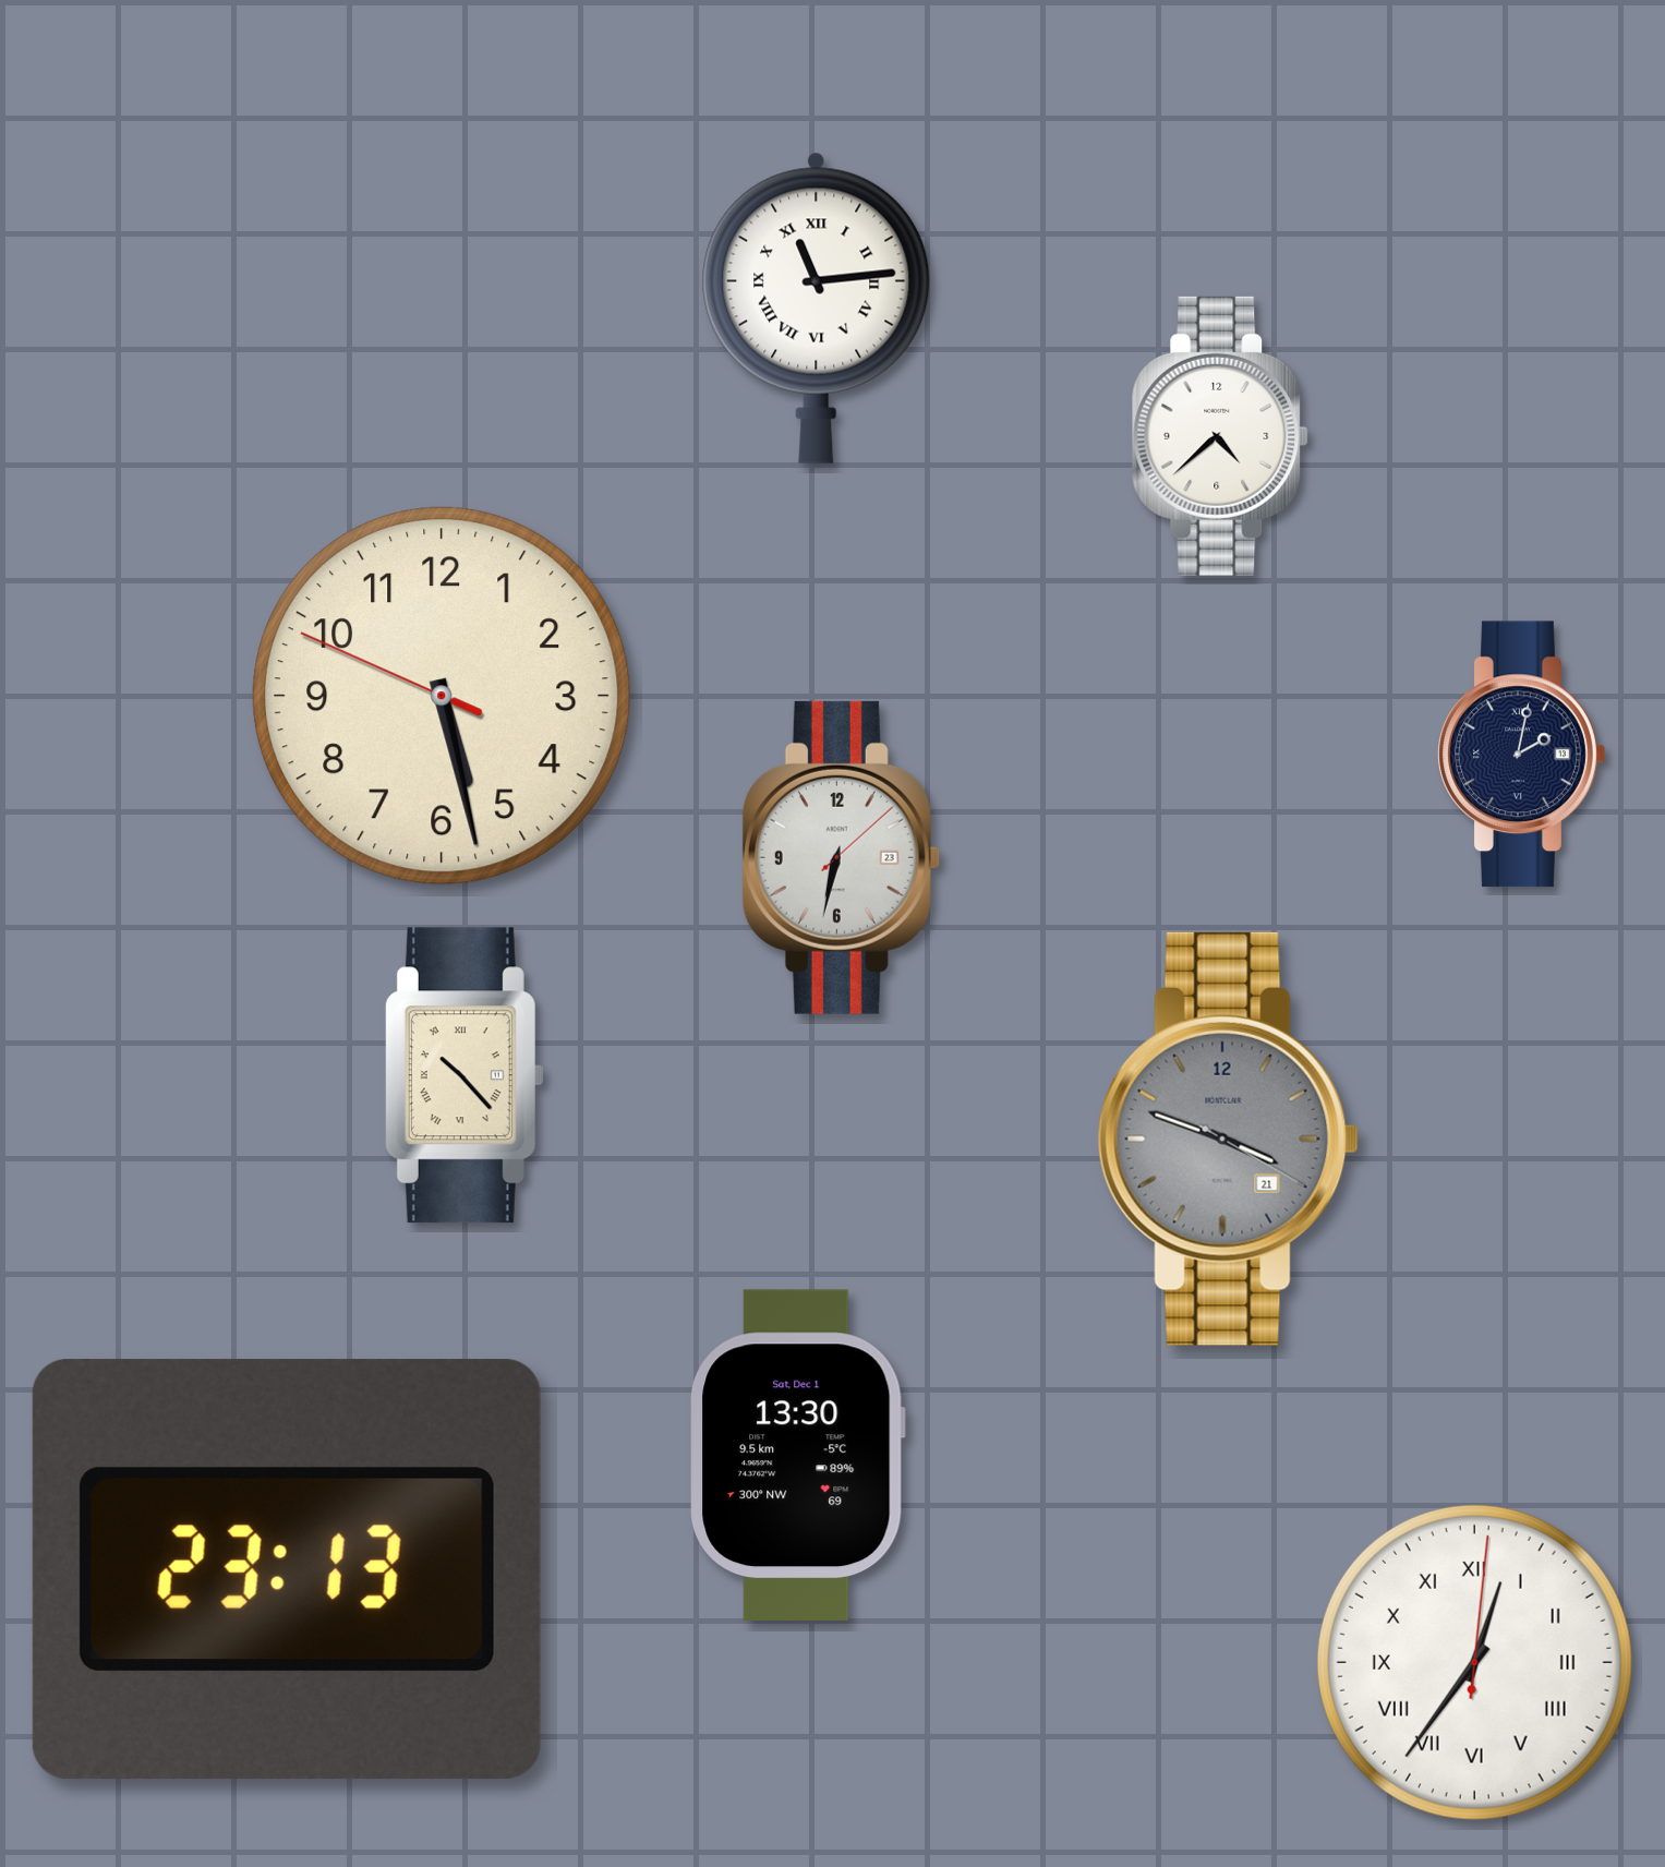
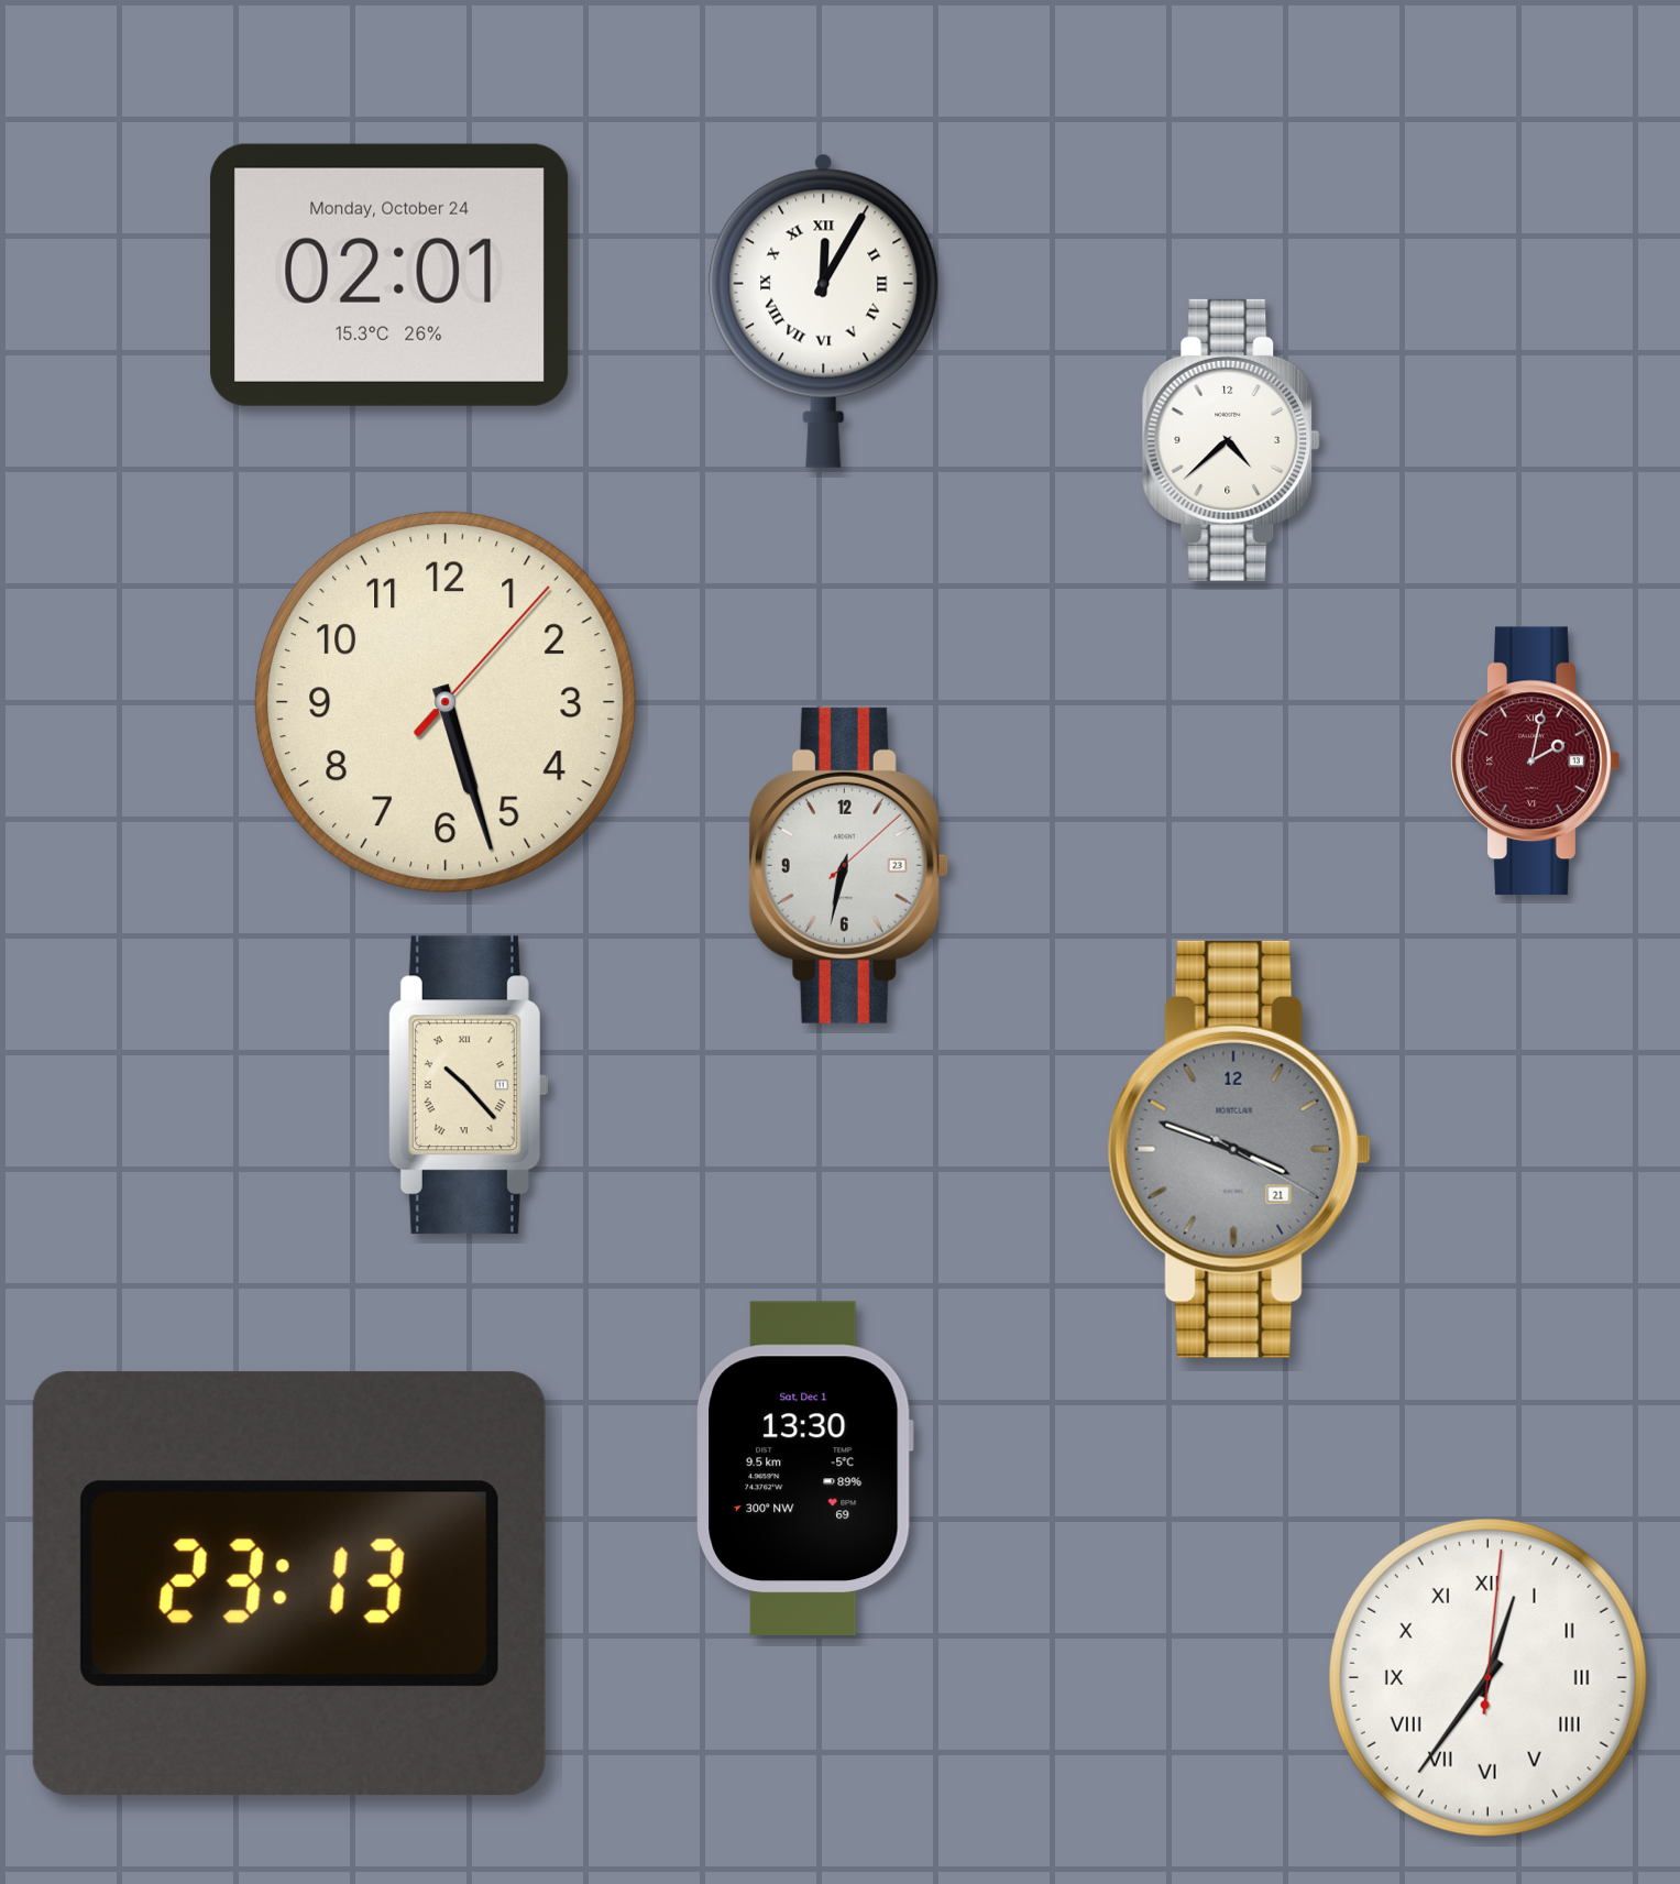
clock at (389, 275): none -> 02:01
clock at (817, 308): 11:14 -> 12:05
clock at (443, 697): 5:27:49 -> 5:27:07
clock at (1522, 755) dial: navy -> burgundy
